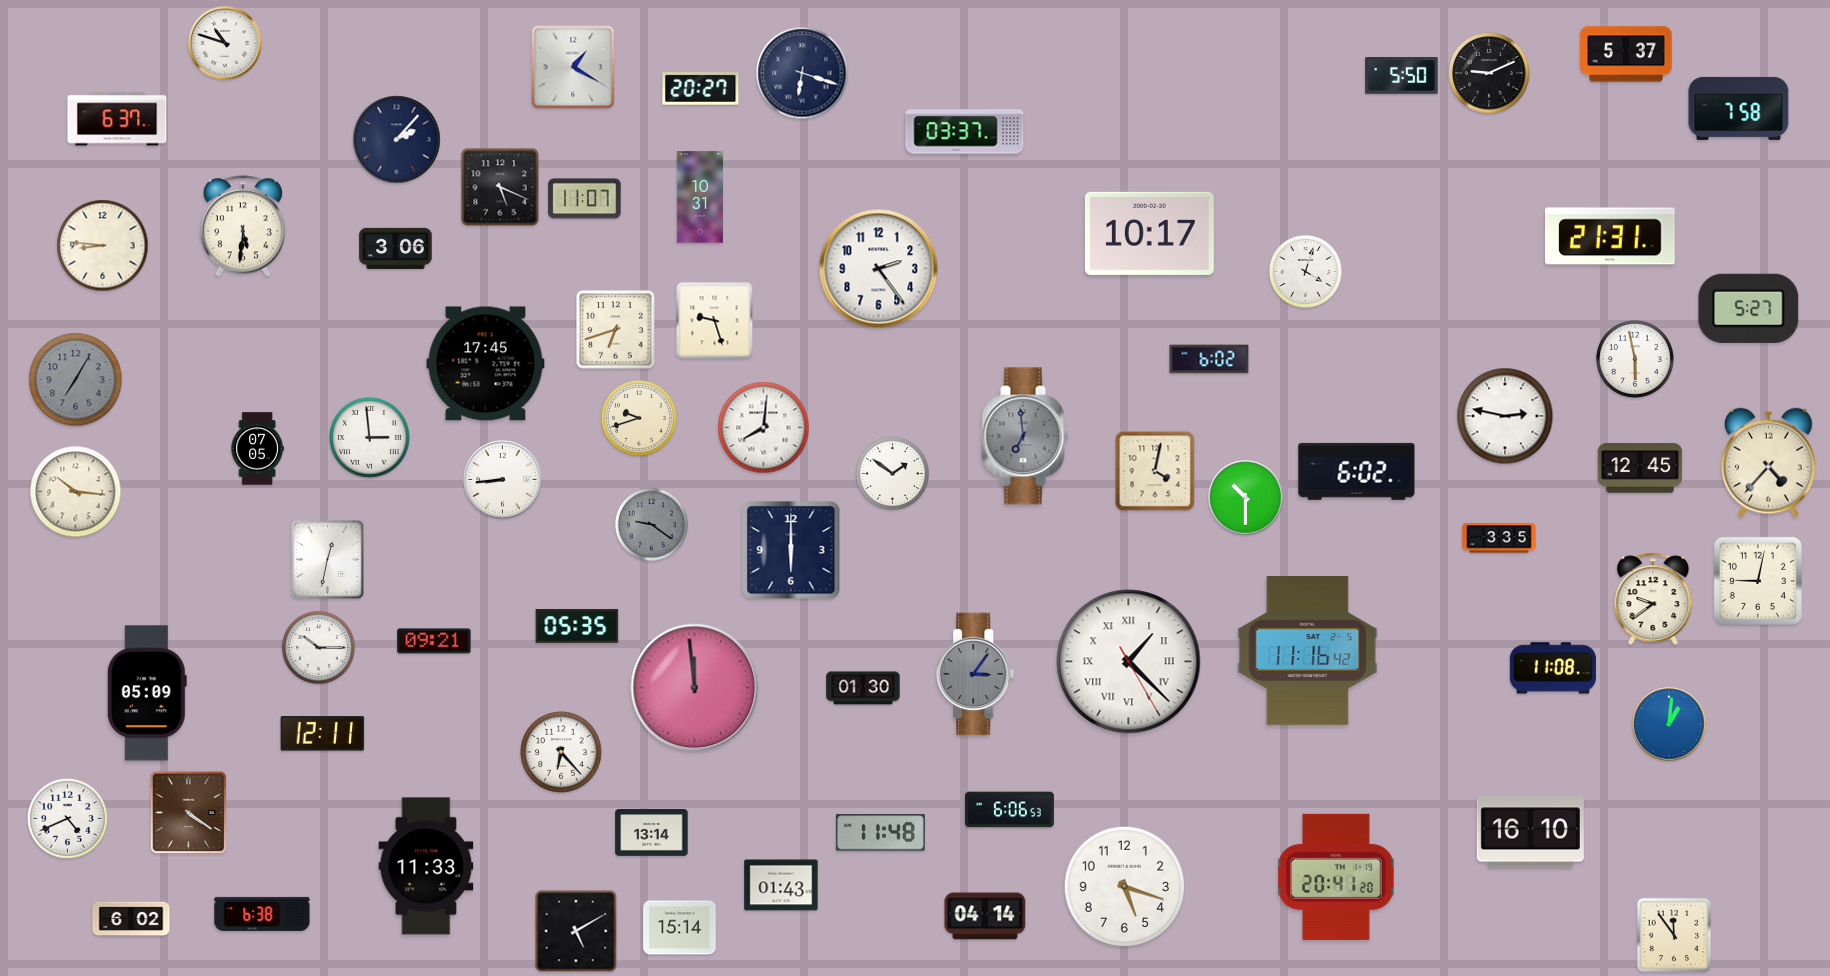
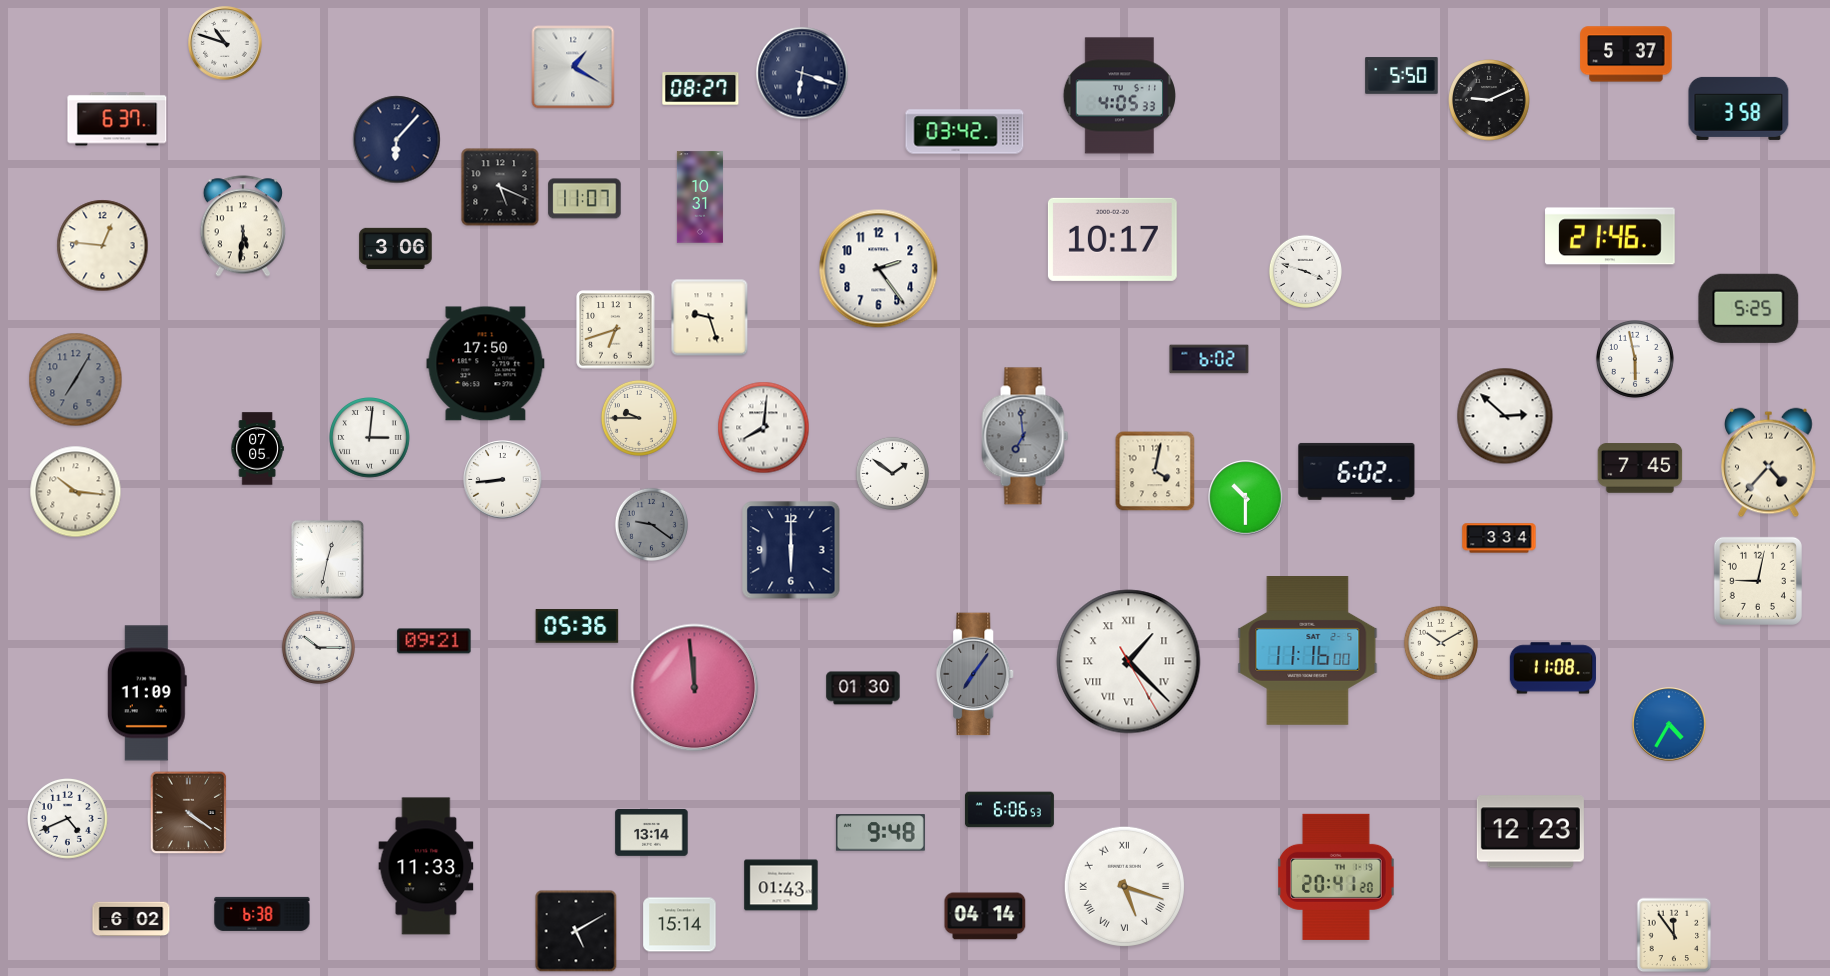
clock at (1489, 73) position: (1489, 73) -> (1489, 100)
clock at (701, 89): 20:27 -> 08:27
clock at (1119, 96): none -> 4:05
clock at (1739, 108): 7:58 -> 3:58
clock at (965, 132): 03:37 -> 03:42
clock at (397, 140): 2:07 -> 6:07
clock at (1149, 233) position: (1149, 233) -> (1112, 239)
clock at (1610, 236): 21:31 -> 21:46
clock at (103, 246): 8:46 -> 12:46
clock at (1305, 271): 4:03 -> 3:48
clock at (1749, 308): 5:27 -> 5:25
clock at (715, 321) position: (715, 321) -> (710, 318)
clock at (486, 364): 17:45 -> 17:50
clock at (1505, 416): 2:47 -> 2:52
clock at (639, 418): 9:42 -> 9:45
clock at (370, 438): 2:59 -> 3:01
clock at (1640, 468): 12:45 -> 7:45
clock at (1499, 538): 3:35 -> 3:34
clock at (1653, 599): 9:39 -> none
clock at (577, 626): 05:35 -> 05:36
clock at (1441, 643): none -> 10:10
clock at (1308, 651): 11:16:42 -> 11:16:00
clock at (976, 674): 3:06 -> 7:06
clock at (147, 693): 05:09 -> 11:09
clock at (1669, 724): 1:01 -> 4:35
clock at (323, 734): 12:11 -> none
clock at (561, 752): 6:23 -> none
clock at (1530, 832): 16:10 -> 12:23
clock at (880, 833): 11:48 -> 9:48
clock at (1124, 886) numerals: Arabic -> Roman
clock at (680, 928) position: (680, 928) -> (680, 925)
